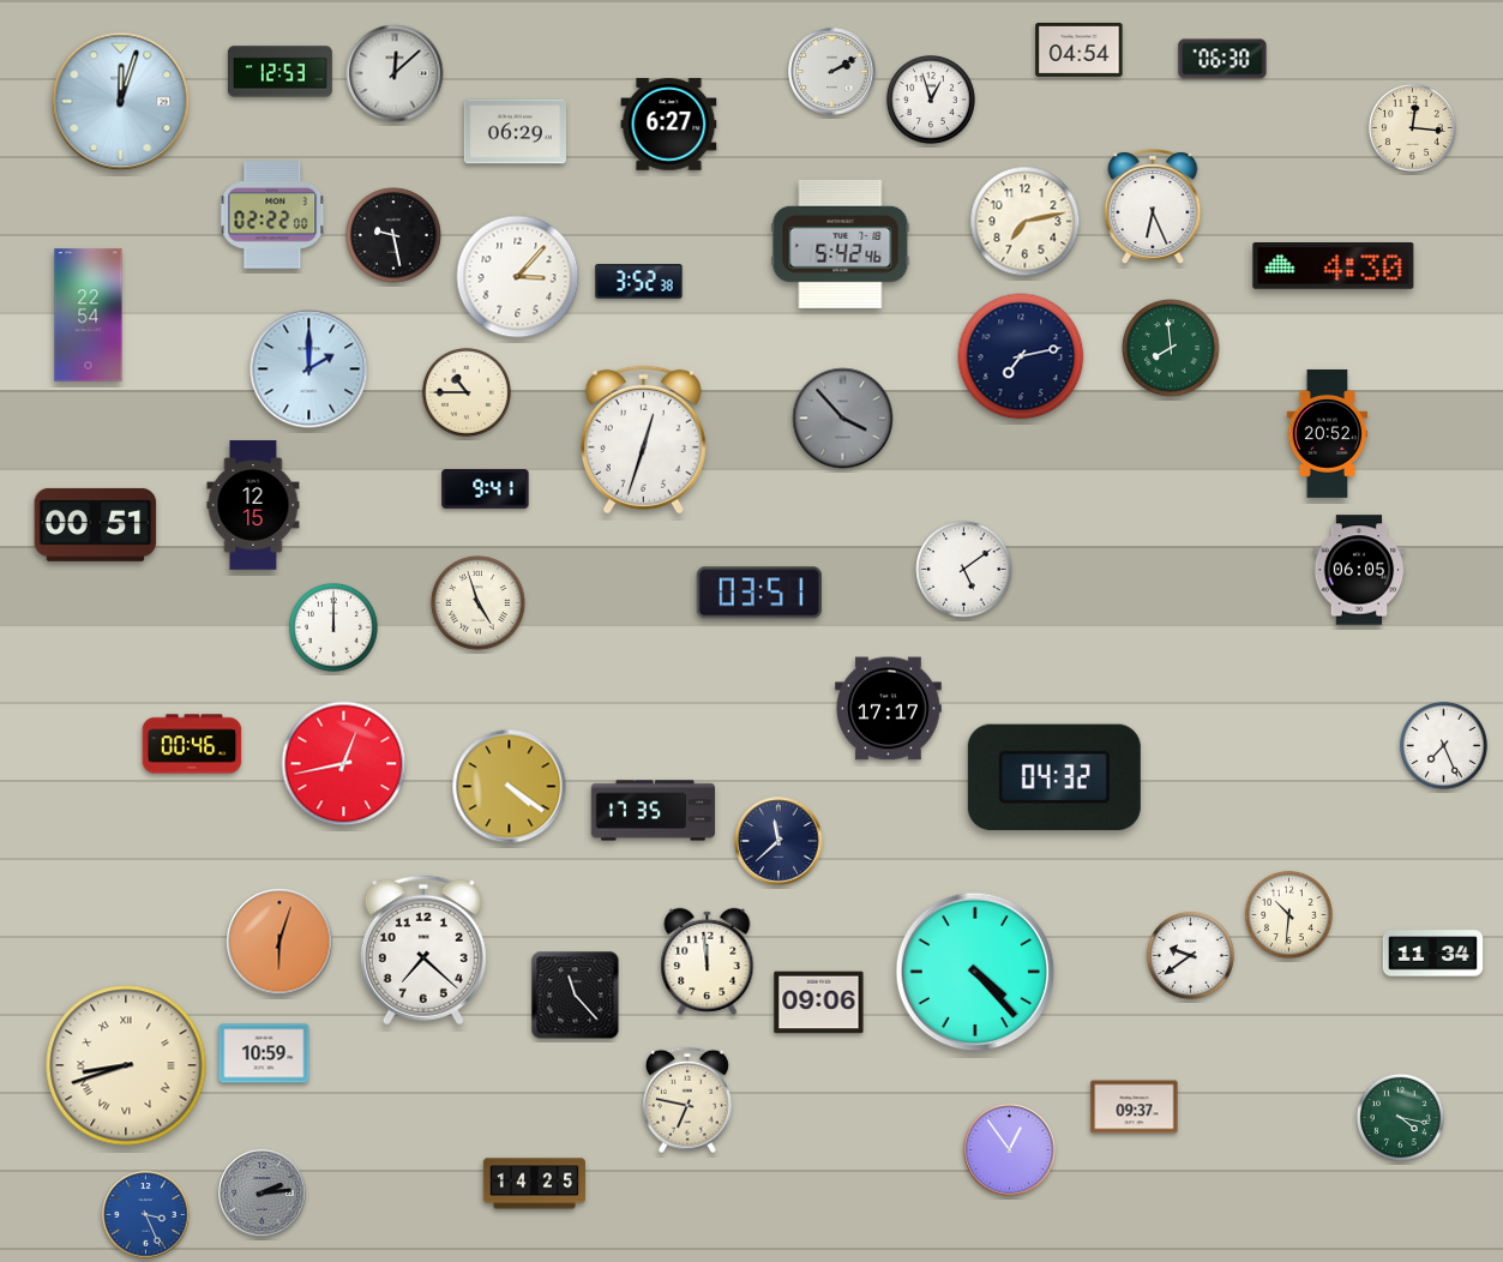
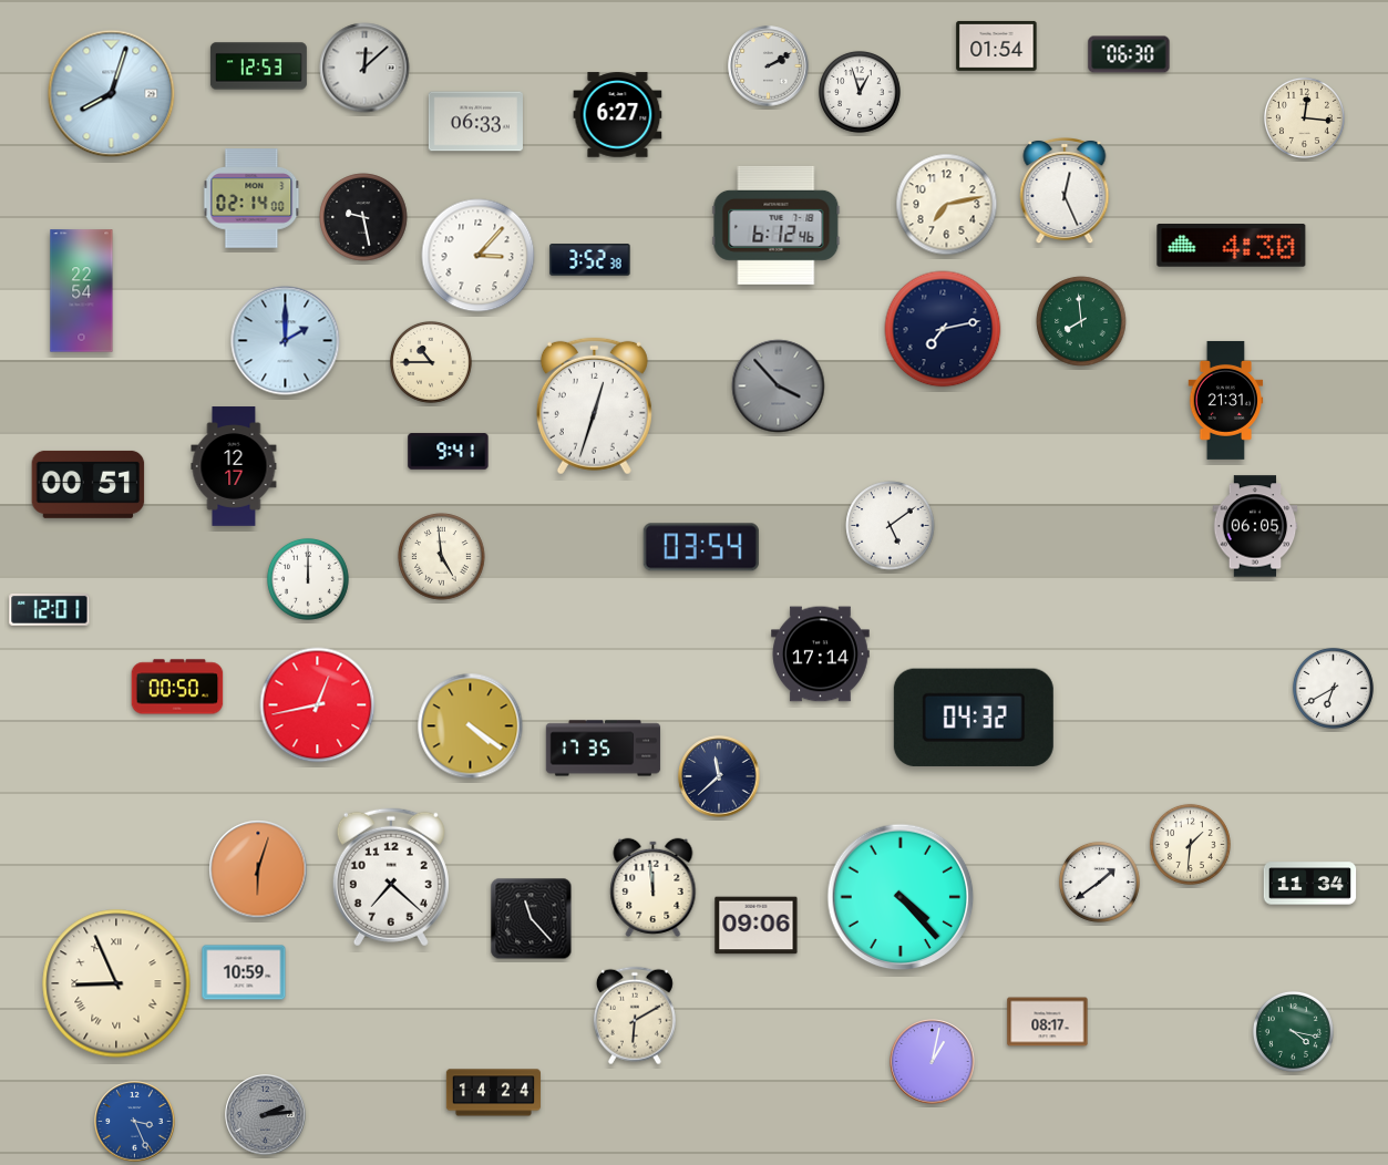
clock at (1080, 50): 04:54 -> 01:54
clock at (121, 102): 12:03 -> 8:03
clock at (515, 132): 06:29 -> 06:33
clock at (1153, 206): 6:26 -> 12:26
clock at (272, 215): 02:22 -> 02:14
clock at (841, 244): 5:42 -> 6:12
clock at (1328, 433): 20:52 -> 21:31
clock at (253, 505): 12:15 -> 12:17
clock at (759, 593): 03:51 -> 03:54
clock at (479, 603): 4:57 -> 4:59
clock at (50, 609): none -> 12:01
clock at (889, 709): 17:17 -> 17:14
clock at (192, 744): 00:46 -> 00:50
clock at (1443, 745): 7:26 -> 6:40
clock at (1288, 914): 10:31 -> 1:31
clock at (1433, 954) position: (1433, 954) -> (1310, 884)
clock at (1190, 955): 9:39 -> 1:39
clock at (126, 1065): 8:42 -> 8:56
clock at (687, 1100): 6:47 -> 6:10
clock at (1135, 1107): 09:37 -> 08:17
clock at (1010, 1150): 12:54 -> 1:02
clock at (534, 1184): 14:25 -> 14:24
clock at (263, 1194) position: (263, 1194) -> (266, 1115)
